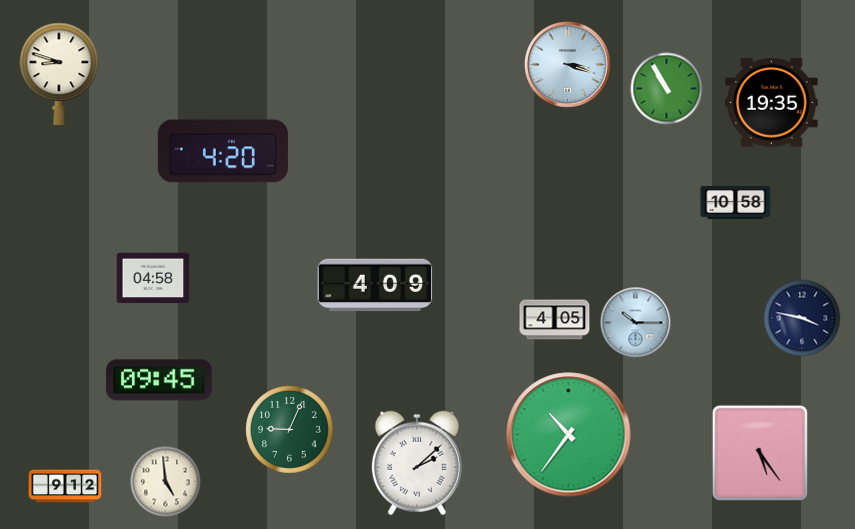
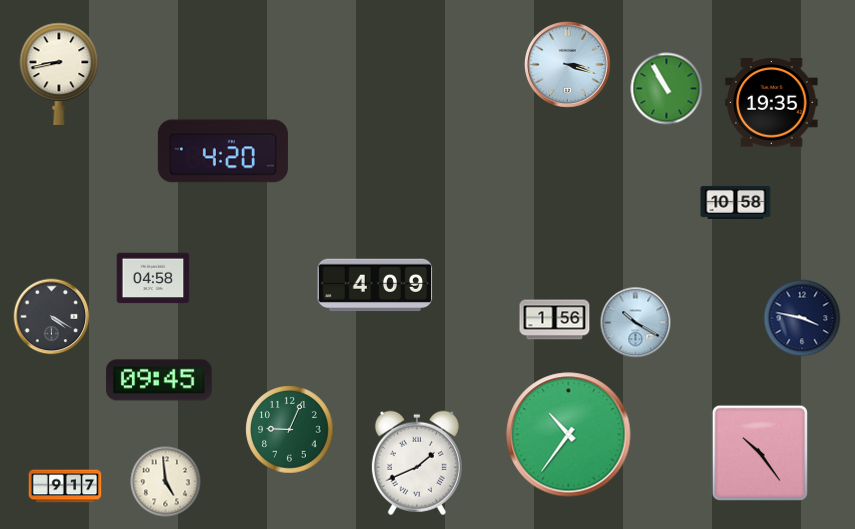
clock at (59, 74): 8:48 -> 8:43
clock at (52, 317): none -> 4:20
clock at (555, 320): 4:05 -> 1:56
clock at (636, 323): 10:15 -> 10:20
clock at (760, 453): 5:24 -> 10:24
clock at (417, 463): 2:08 -> 1:41
clock at (65, 486): 9:12 -> 9:17
